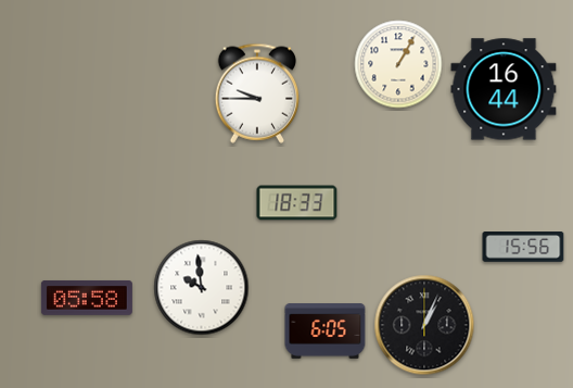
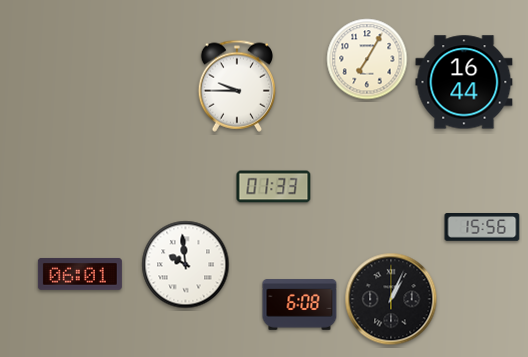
clock at (398, 64): 1:05 -> 7:05
clock at (297, 203): 18:33 -> 01:33
clock at (87, 298): 05:58 -> 06:01
clock at (326, 331): 6:05 -> 6:08
